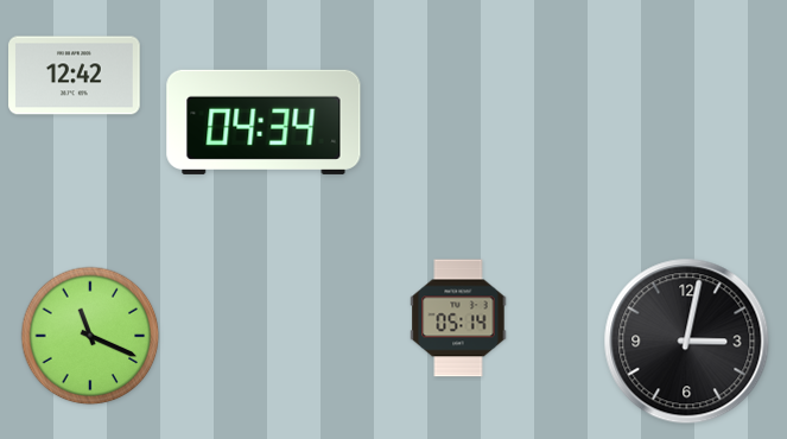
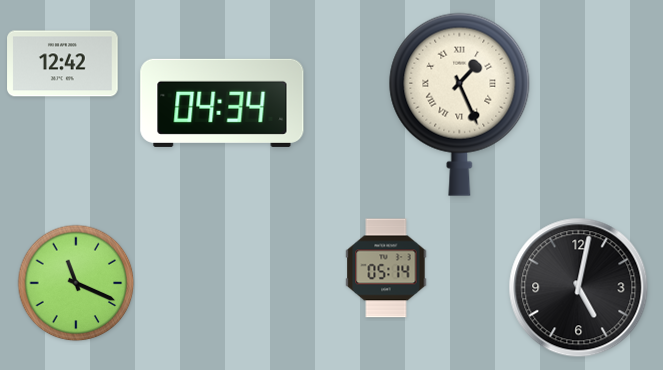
clock at (460, 104): none -> 1:26
clock at (687, 342): 3:02 -> 5:02
